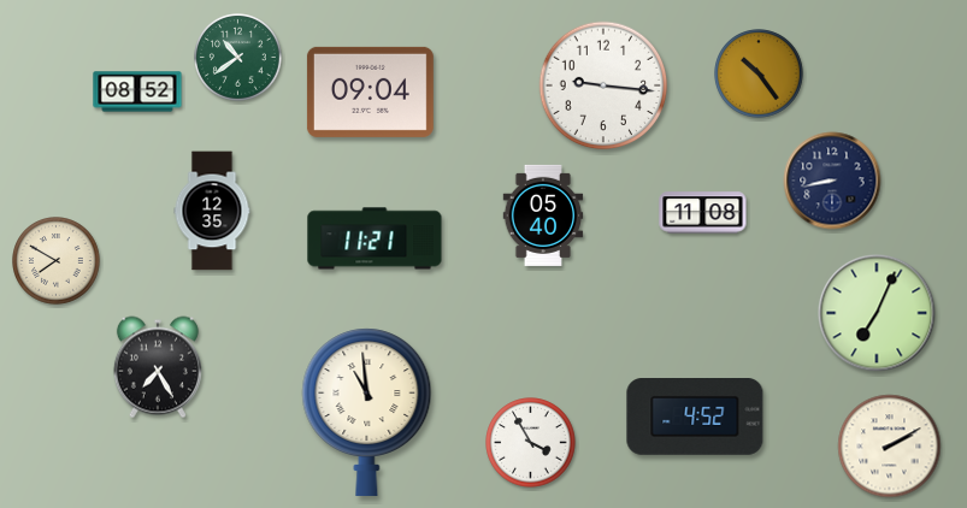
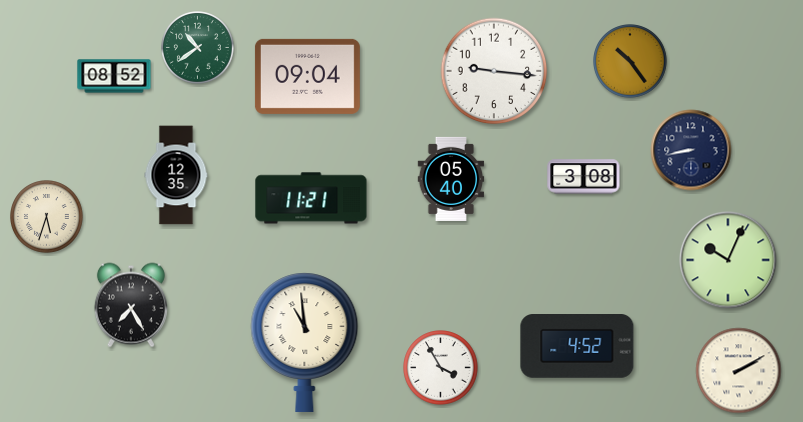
clock at (603, 85) position: (603, 85) -> (494, 71)
clock at (703, 213): 11:08 -> 3:08
clock at (57, 261): 7:50 -> 5:33
clock at (877, 313): 7:04 -> 10:04
